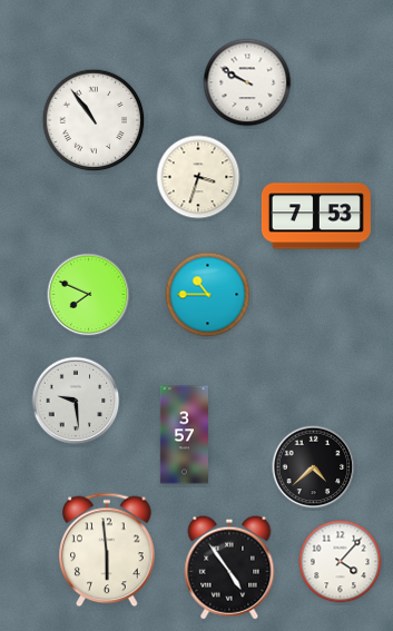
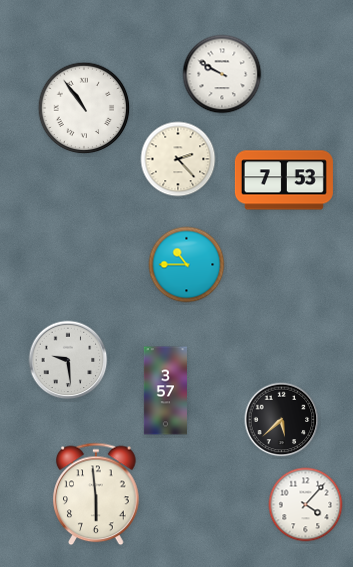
clock at (198, 177): 3:33 -> 2:23
clock at (316, 216) position: (316, 216) -> (284, 180)
clock at (89, 295): 7:49 -> none
clock at (314, 467): 4:38 -> 5:38
clock at (229, 568): 4:54 -> none
